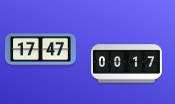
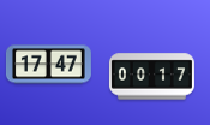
clock at (40, 50) position: (40, 50) -> (48, 65)
